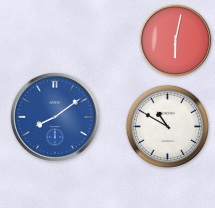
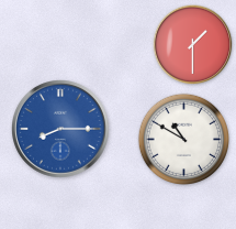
clock at (176, 41): 6:02 -> 1:30
clock at (56, 118): 8:09 -> 8:15
